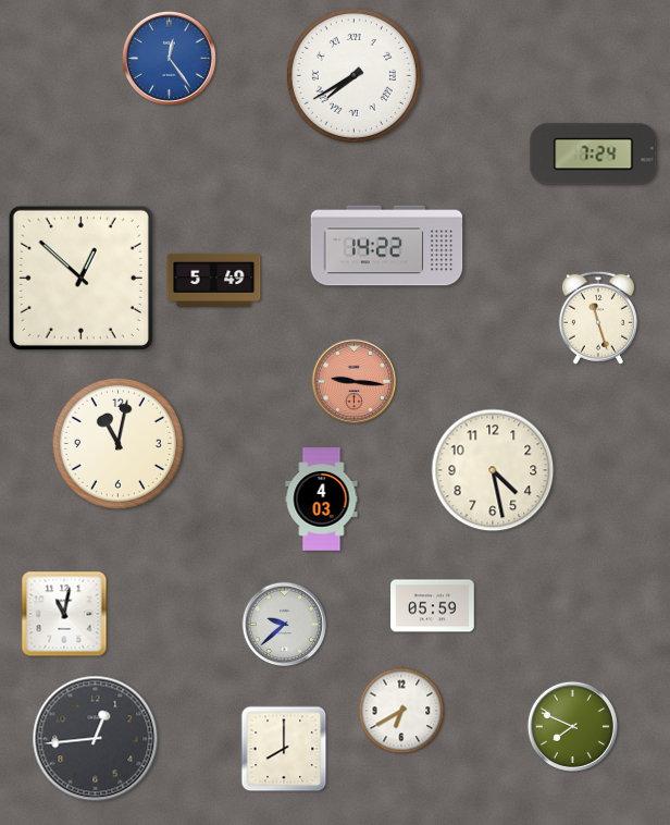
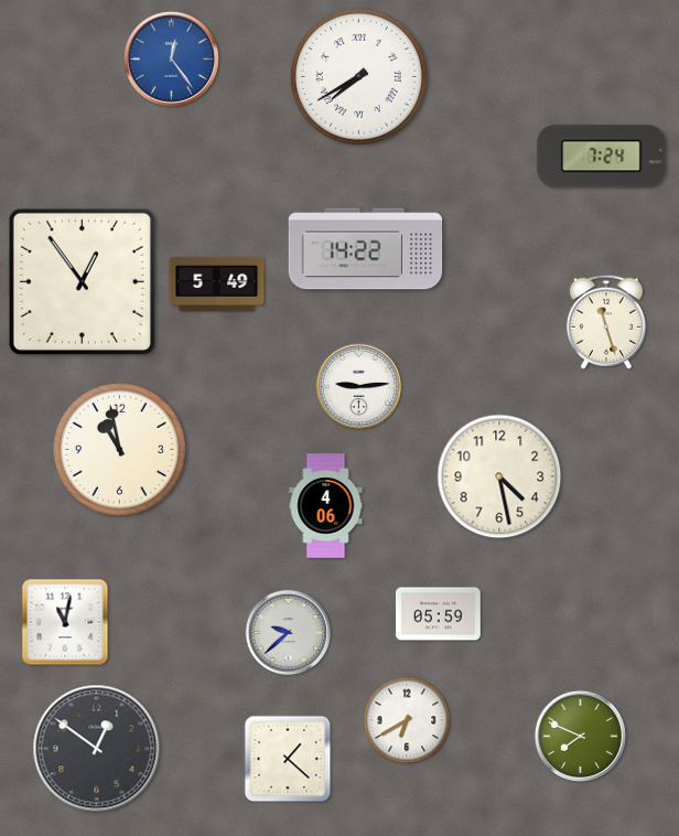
clock at (387, 246) position: (387, 246) -> (366, 249)
clock at (80, 278): 12:52 -> 12:54
clock at (355, 382): 9:16 -> 9:14
clock at (355, 382) dial: salmon -> white
clock at (117, 443): 11:02 -> 10:58
clock at (322, 500): 4:03 -> 4:06
clock at (96, 739): 12:44 -> 12:51
clock at (284, 749): 8:00 -> 1:22
